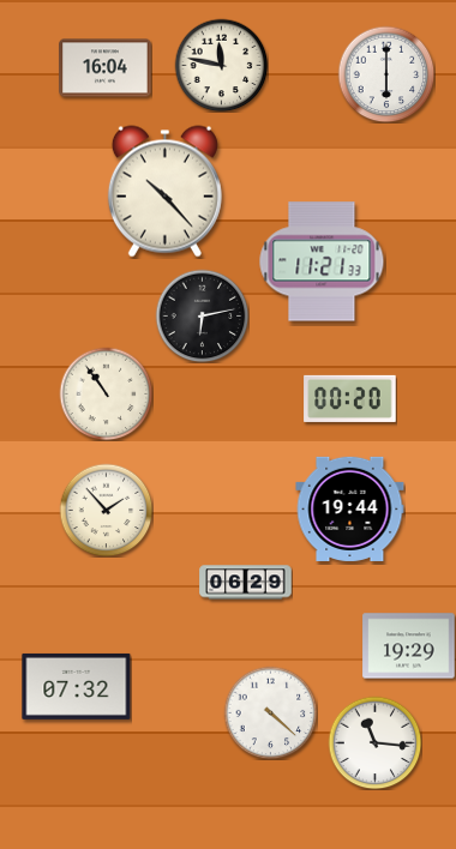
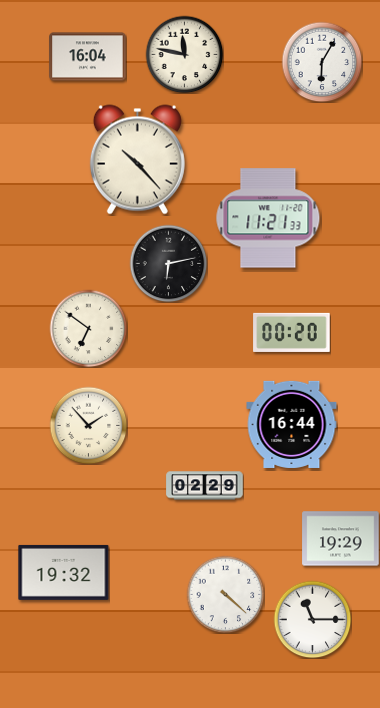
clock at (386, 74): 6:00 -> 6:05
clock at (106, 393): 10:54 -> 6:51
clock at (350, 508): 19:44 -> 16:44
clock at (246, 583): 06:29 -> 02:29
clock at (77, 686): 07:32 -> 19:32
clock at (374, 742): 11:16 -> 11:15
